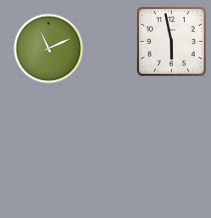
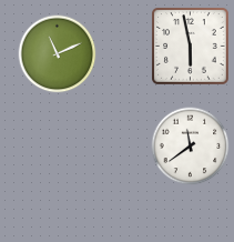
clock at (49, 49) position: (49, 49) -> (58, 54)
clock at (191, 147): none -> 11:39
